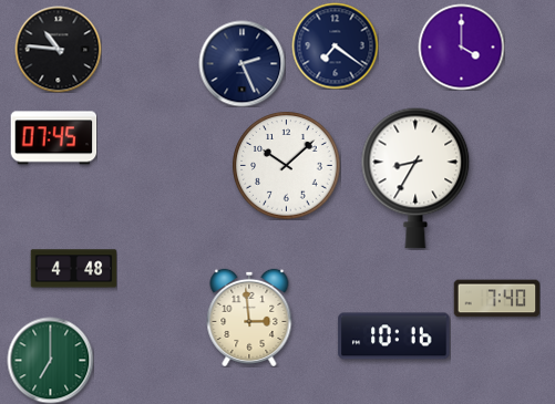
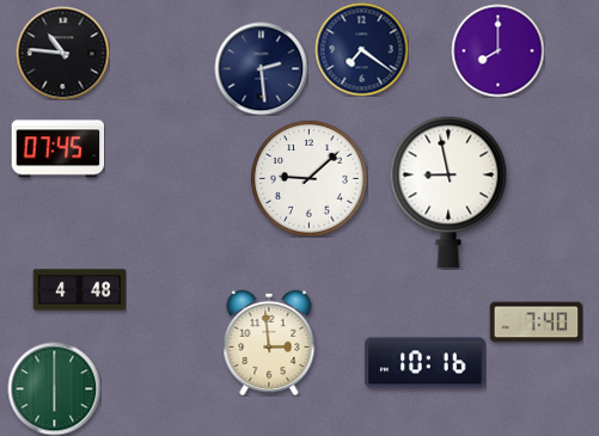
clock at (461, 46): 4:00 -> 8:00
clock at (241, 63): 2:26 -> 2:29
clock at (287, 166): 10:08 -> 9:08
clock at (415, 178): 8:35 -> 8:58
clock at (50, 360): 7:00 -> 6:00
